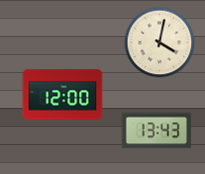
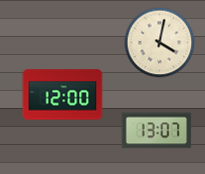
clock at (157, 131): 13:43 -> 13:07
